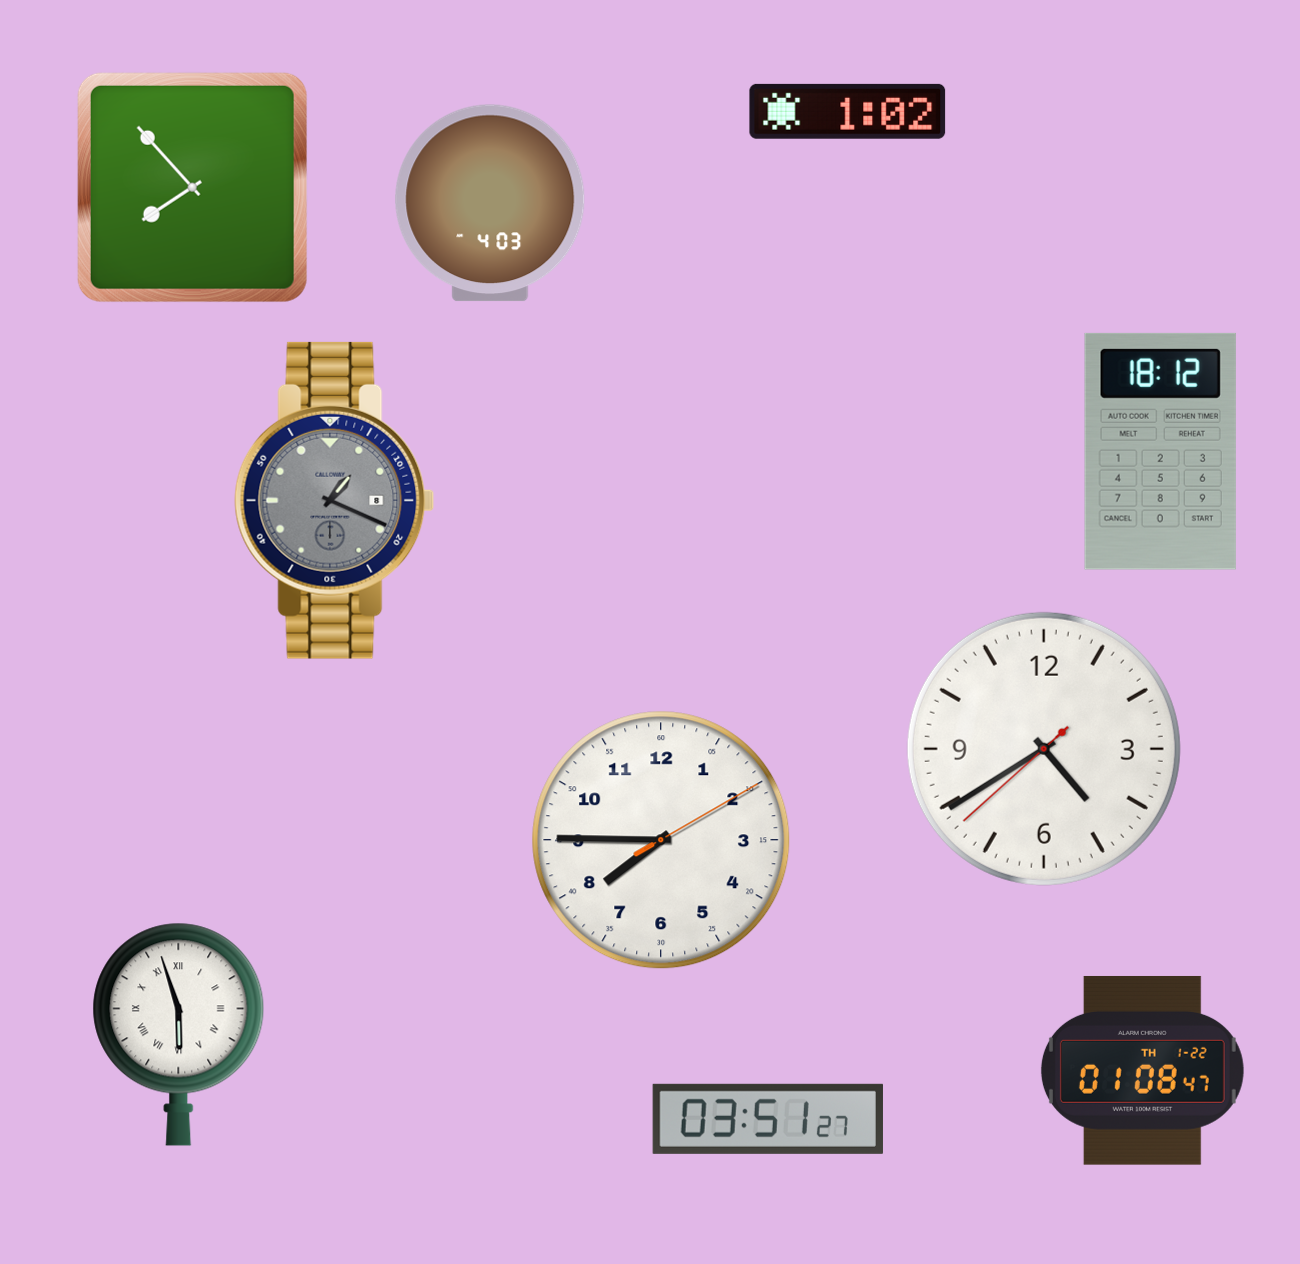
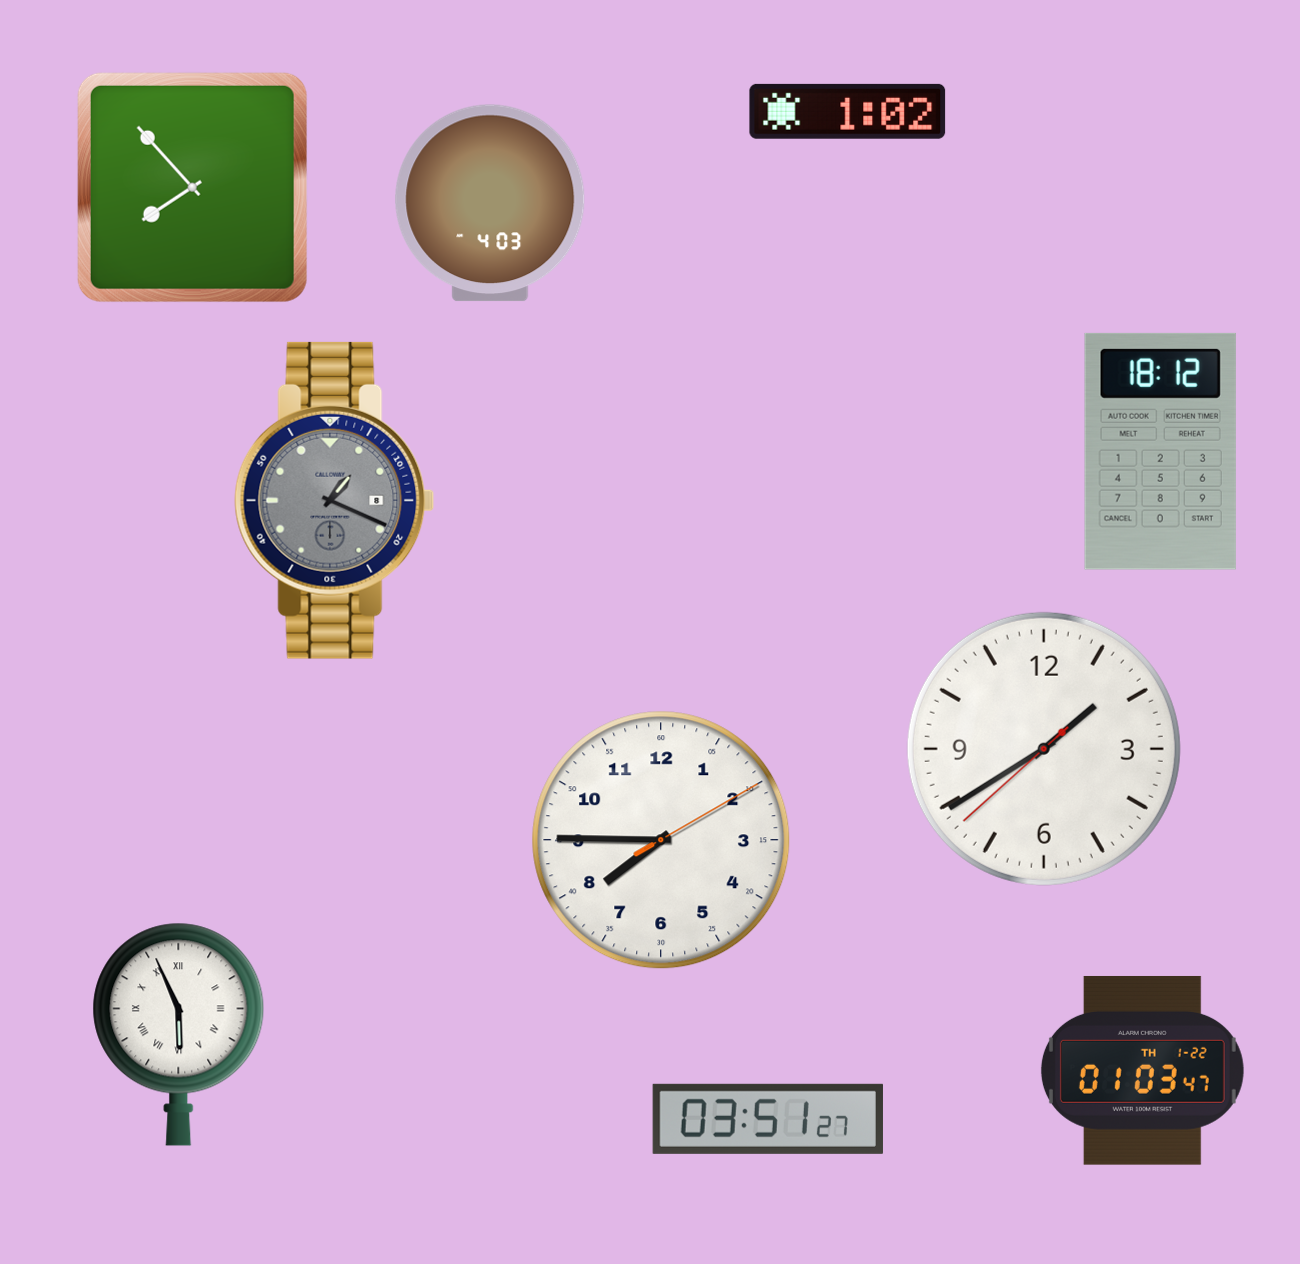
clock at (1044, 749): 4:39 -> 1:39
clock at (179, 1034): 5:57 -> 5:56
clock at (1142, 1070): 01:08 -> 01:03
